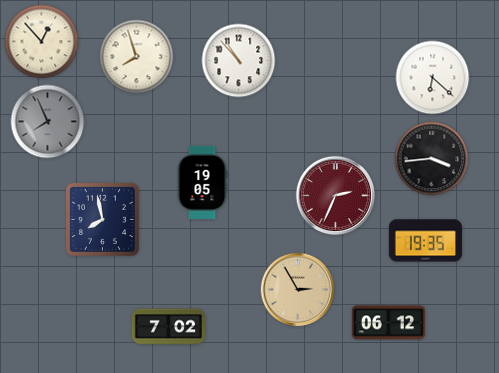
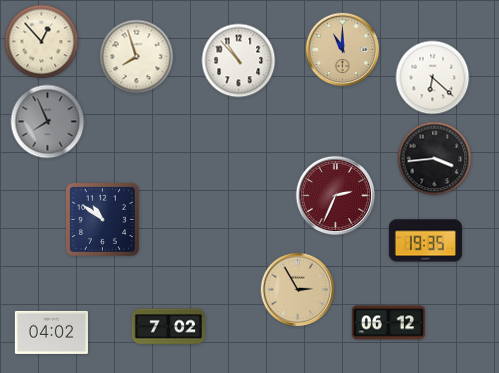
clock at (343, 50): none -> 11:00
clock at (432, 159) position: (432, 159) -> (435, 159)
clock at (202, 182): 19:05 -> none
clock at (102, 219): 7:58 -> 10:51
clock at (51, 332): none -> 04:02
